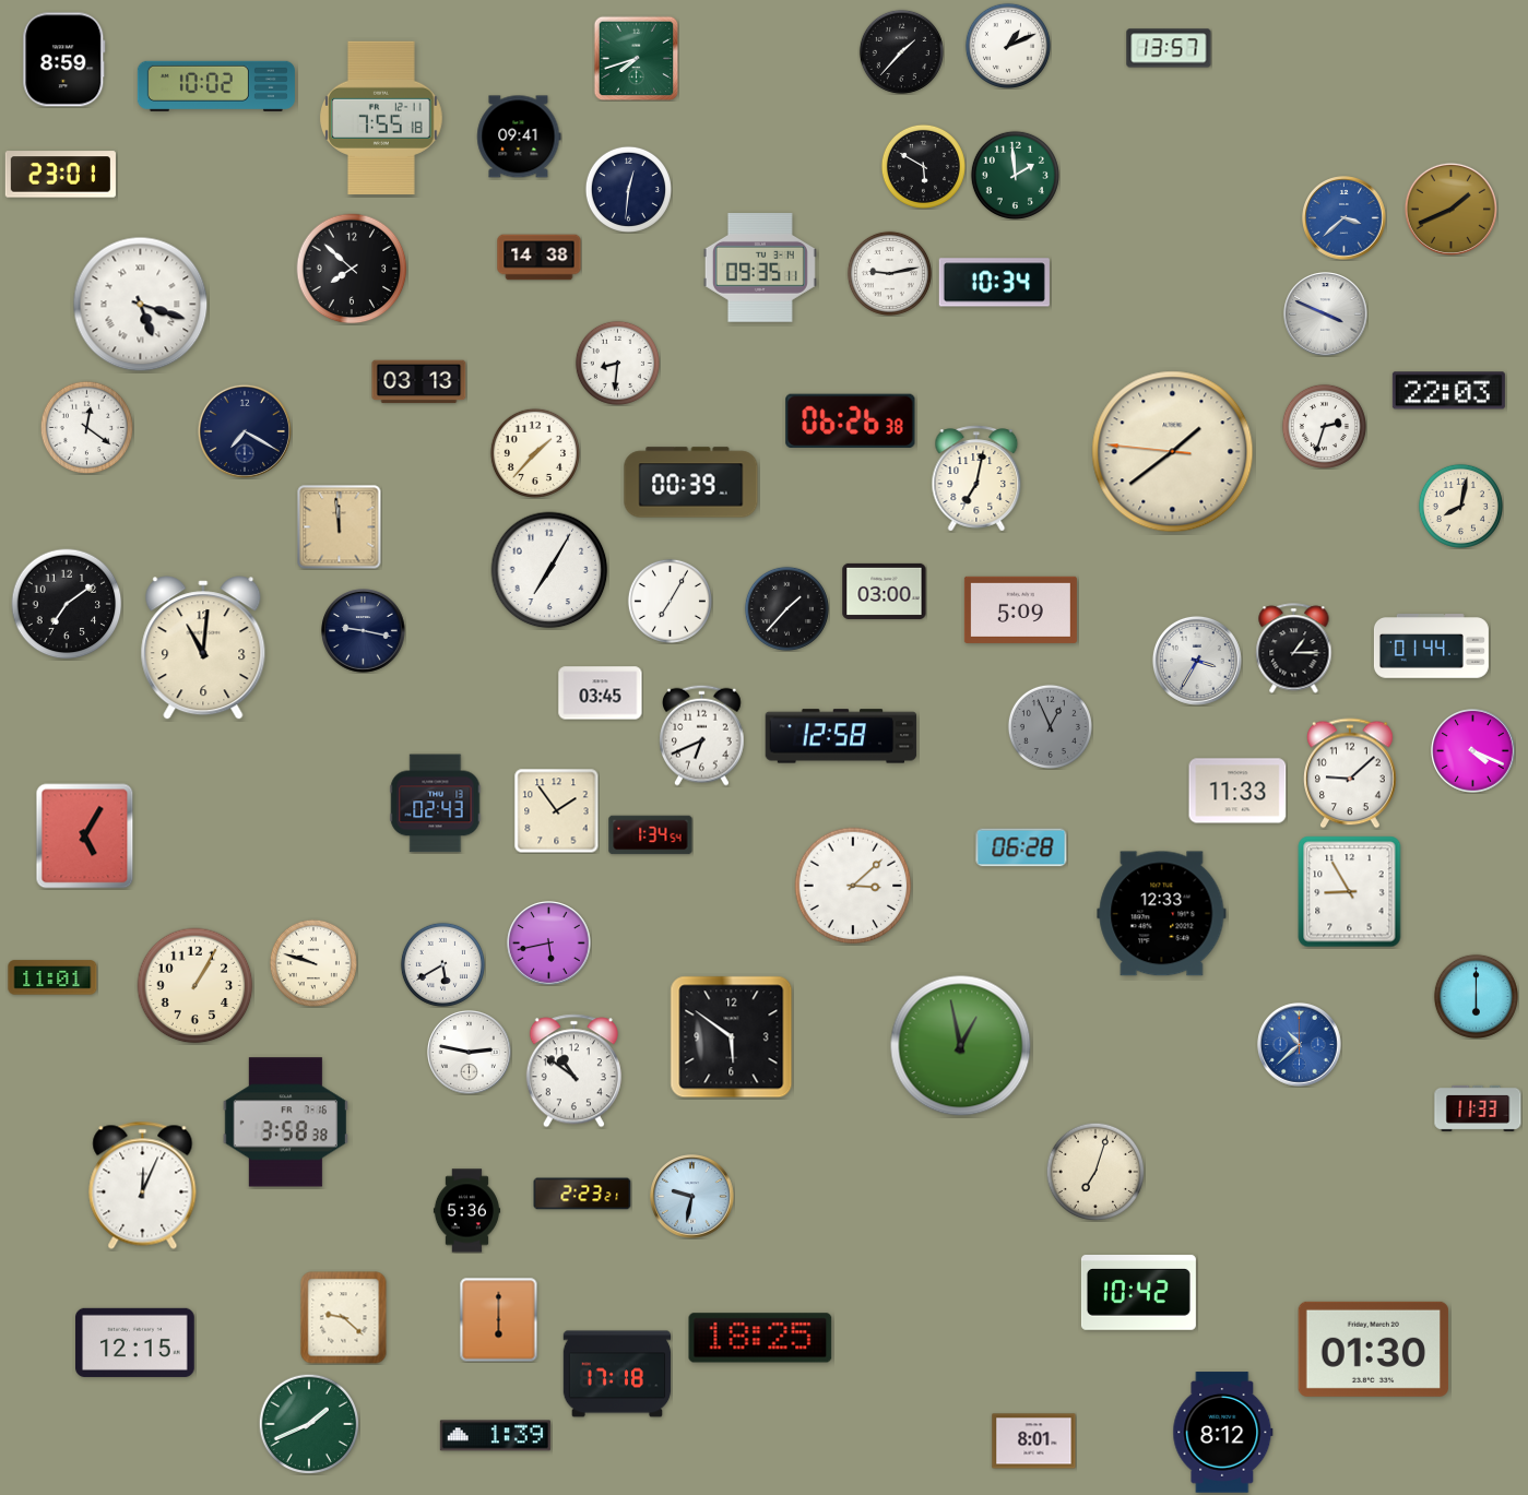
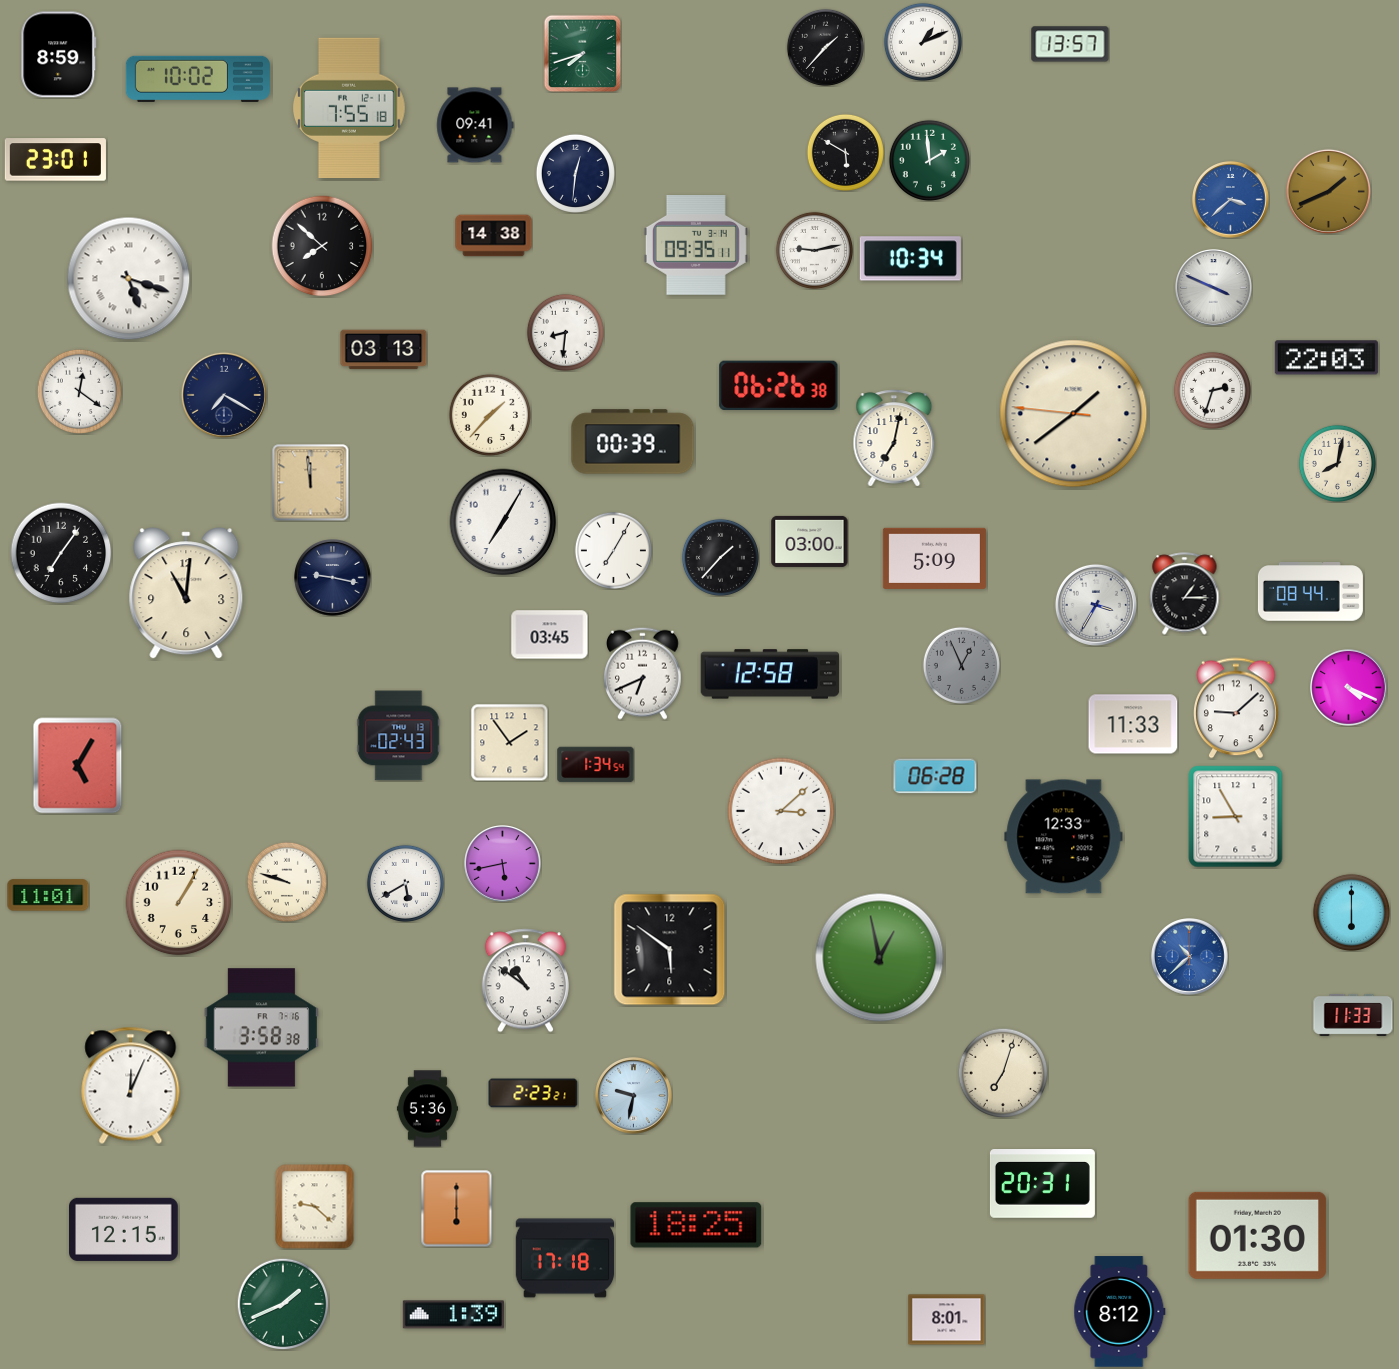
clock at (67, 604): 7:09 -> 7:06
clock at (1431, 646): 01:44 -> 08:44
clock at (470, 1053): 2:47 -> none
clock at (1138, 1293): 10:42 -> 20:31
